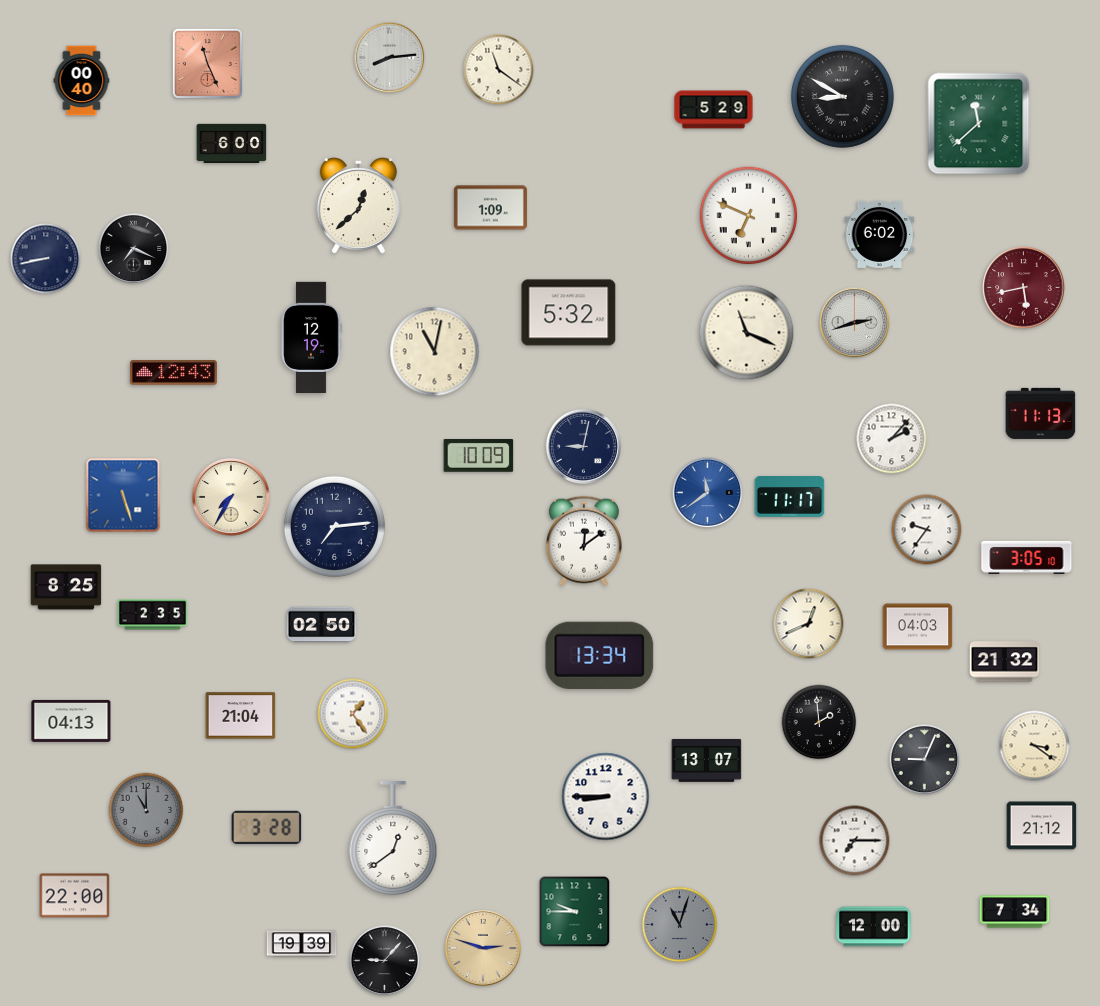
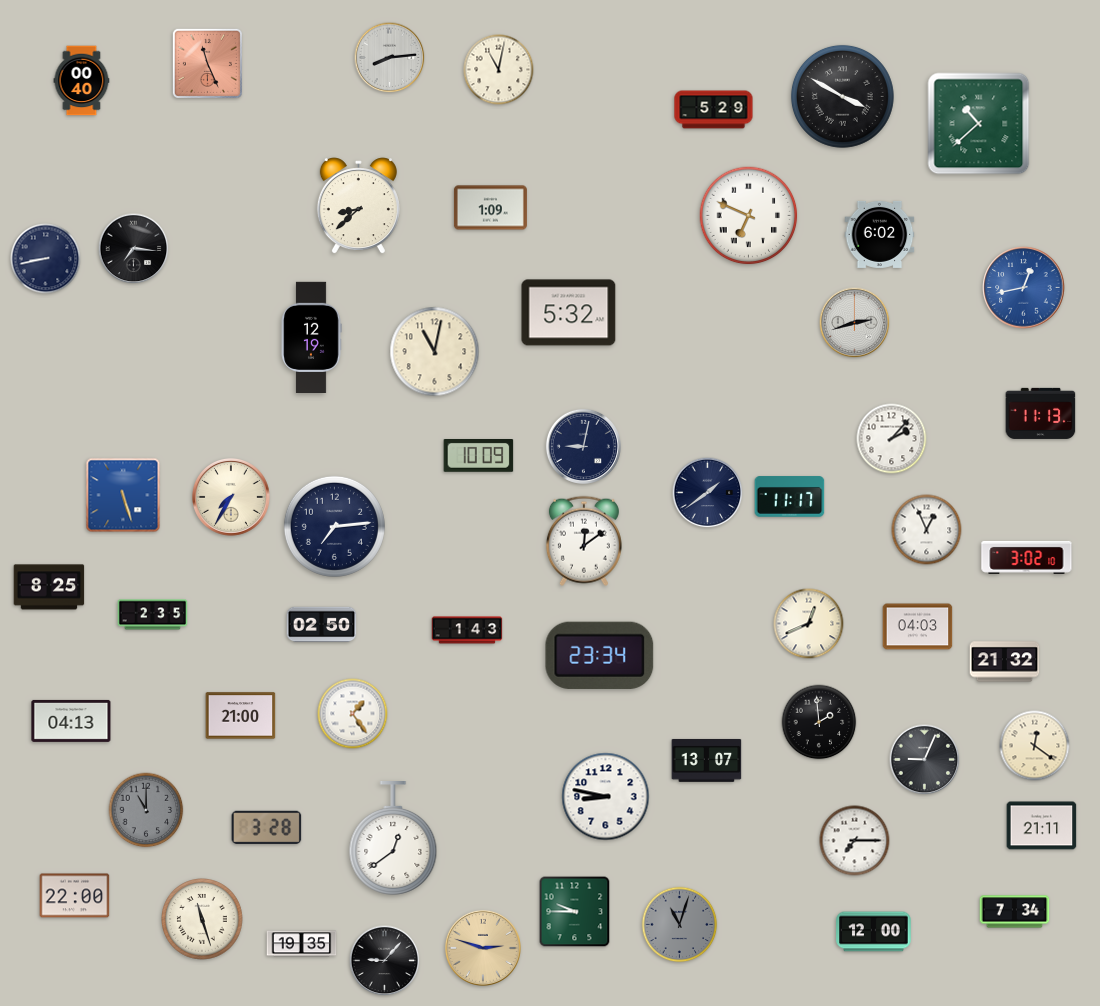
clock at (499, 70): 11:21 -> 11:02
clock at (842, 96): 8:50 -> 3:50
clock at (979, 124): 11:38 -> 10:38
clock at (232, 143): 6:00 -> none
clock at (358, 206): 12:38 -> 8:38
clock at (134, 249): 7:19 -> 7:16
clock at (1024, 288): 5:43 -> 12:43
clock at (1024, 288) dial: burgundy -> blue
clock at (747, 333): 11:19 -> none
clock at (174, 373): 12:43 -> none
clock at (708, 493): 11:39 -> 1:39
clock at (708, 493) dial: blue -> navy
clock at (927, 530): 9:36 -> 12:56
clock at (1027, 557): 3:05 -> 3:02
clock at (66, 587) position: (66, 587) -> (49, 587)
clock at (467, 630): none -> 1:43
clock at (600, 655): 13:34 -> 23:34
clock at (241, 716): 21:04 -> 21:00
clock at (1035, 746): 3:21 -> 12:21
clock at (606, 797): 8:45 -> 8:47
clock at (1042, 826): 21:12 -> 21:11
clock at (203, 920): none -> 11:27
clock at (874, 927) position: (874, 927) -> (874, 932)
clock at (302, 944): 19:39 -> 19:35
